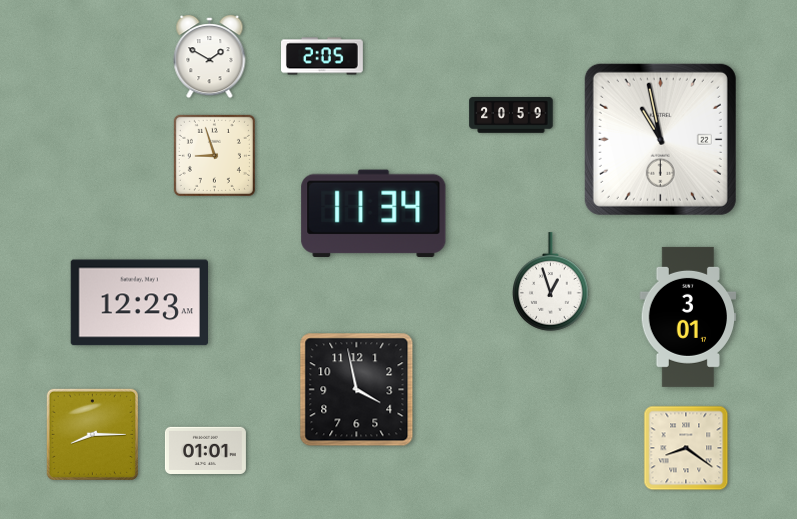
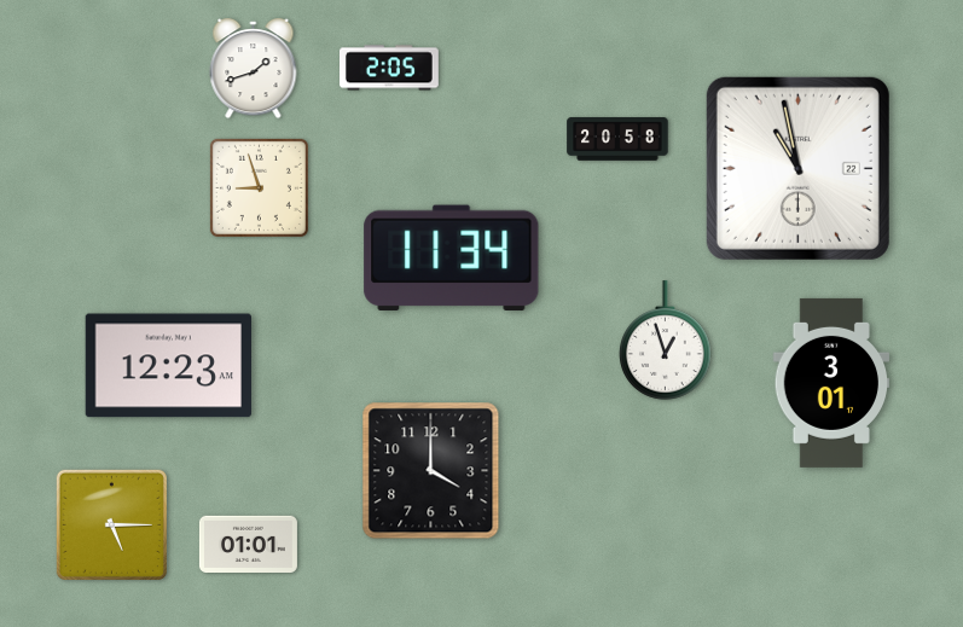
clock at (210, 58): 1:50 -> 1:42
clock at (511, 115): 20:59 -> 20:58
clock at (357, 390): 3:58 -> 4:00
clock at (92, 434): 8:15 -> 5:15
clock at (686, 448): 8:21 -> none
